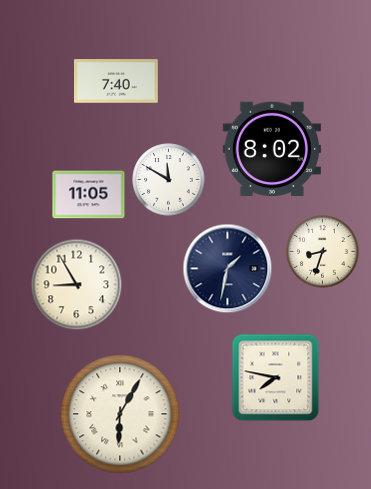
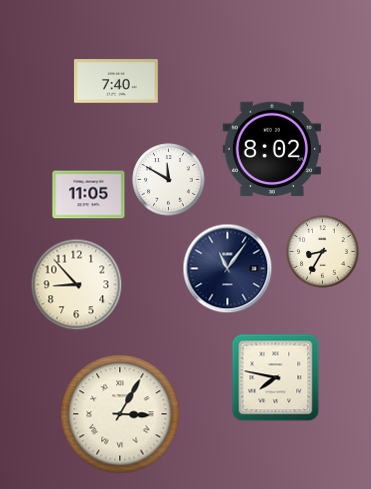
clock at (323, 252): 8:33 -> 8:35
clock at (228, 269): 1:32 -> 11:06
clock at (77, 285): 8:55 -> 8:53
clock at (120, 414): 6:05 -> 3:05
